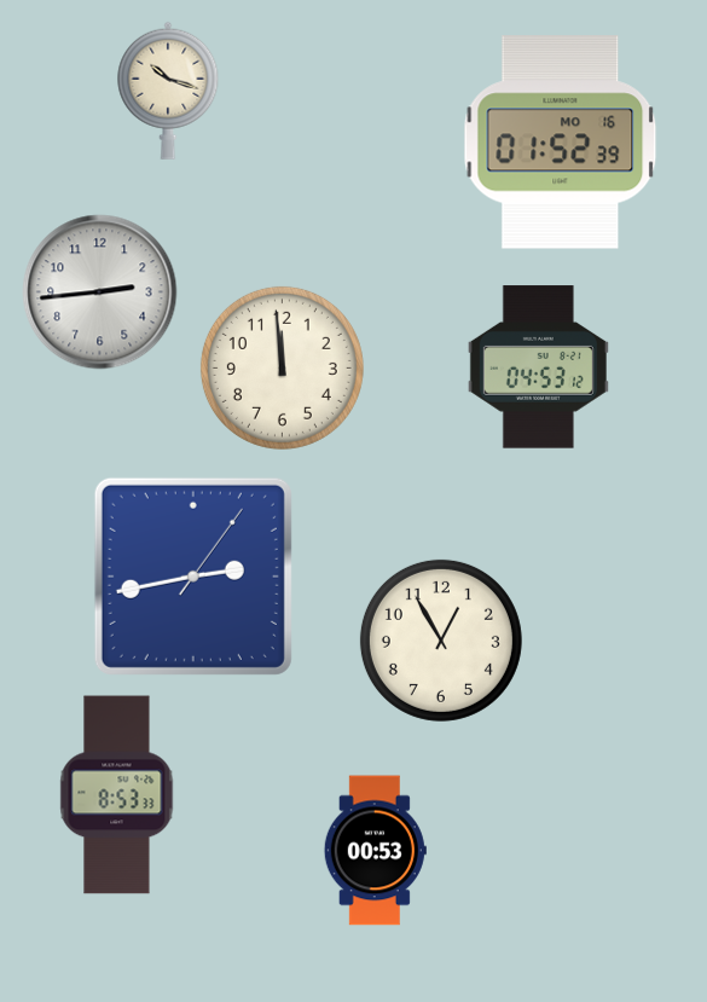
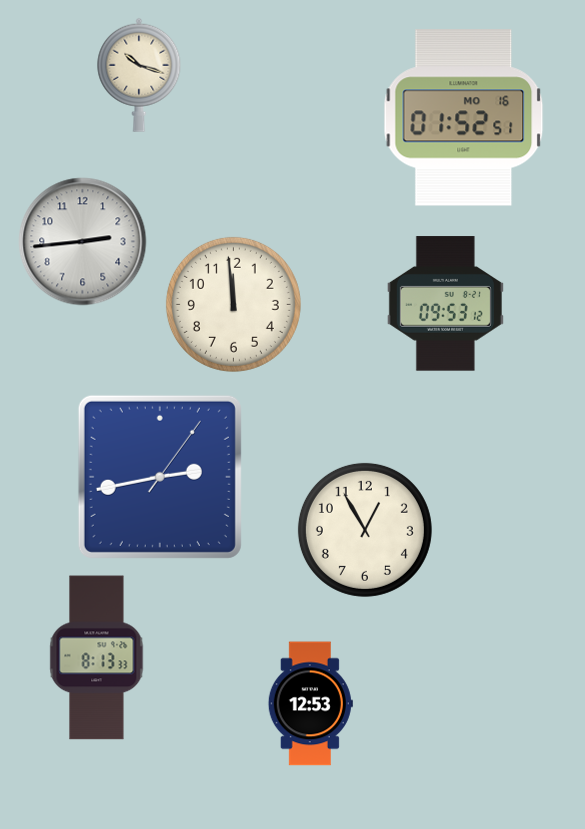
clock at (561, 143): 01:52:39 -> 01:52:51
clock at (538, 367): 04:53 -> 09:53
clock at (117, 795): 8:53 -> 8:13
clock at (375, 851): 00:53 -> 12:53
